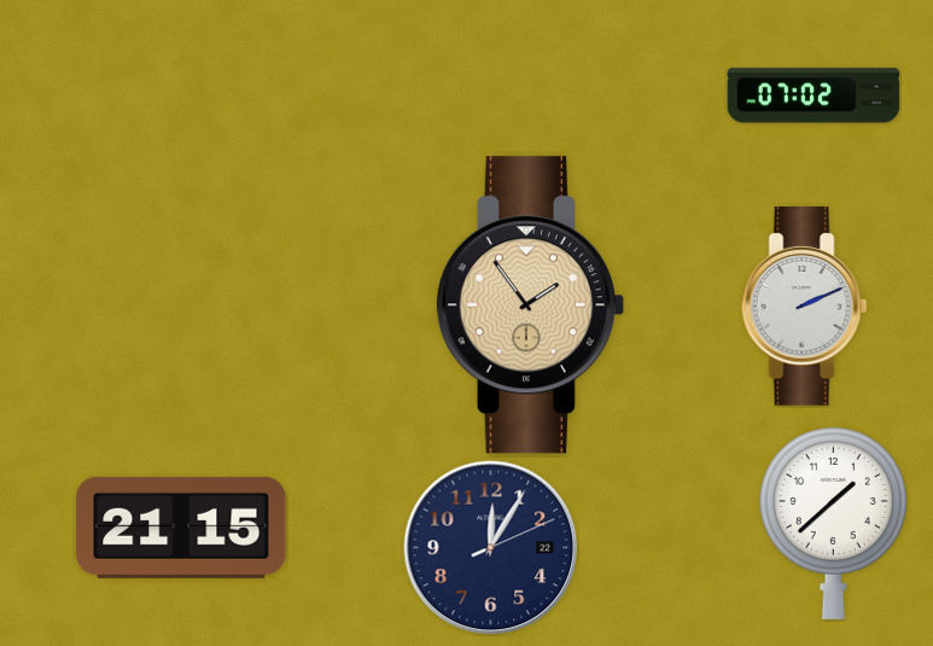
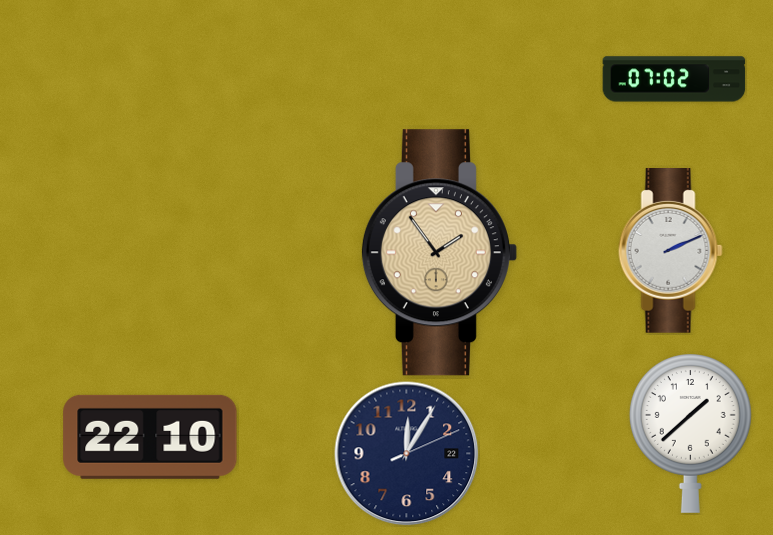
clock at (804, 307) position: (804, 307) -> (670, 251)
clock at (181, 528): 21:15 -> 22:10
